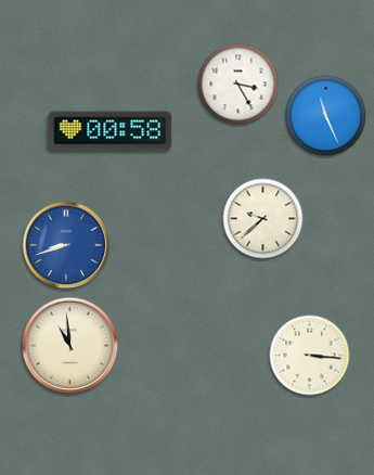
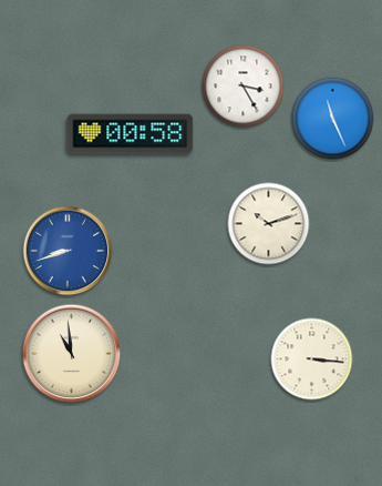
clock at (111, 131) position: (111, 131) -> (131, 134)
clock at (263, 219): 9:38 -> 10:12
clock at (310, 356) position: (310, 356) -> (312, 360)
